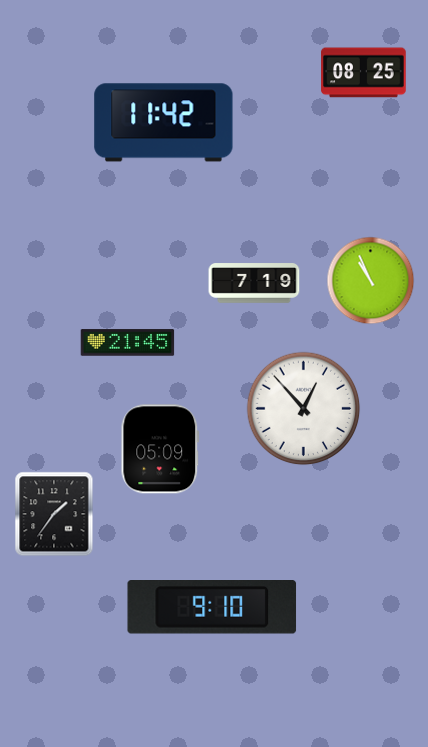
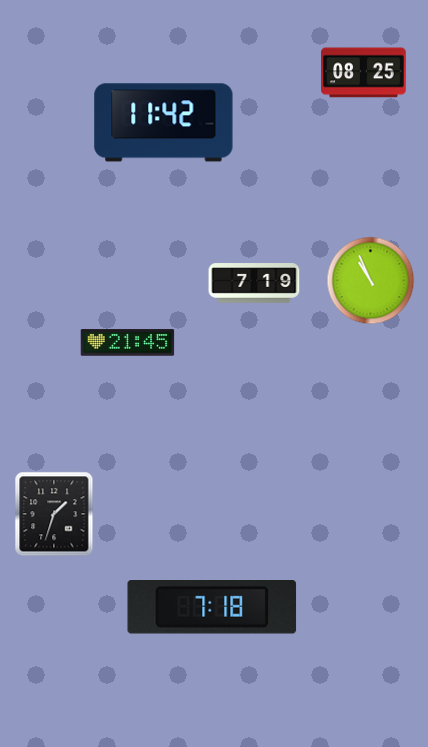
clock at (304, 409): 12:53 -> none
clock at (160, 449): 05:09 -> none
clock at (54, 514): 1:36 -> 1:33
clock at (212, 607): 9:10 -> 7:18
